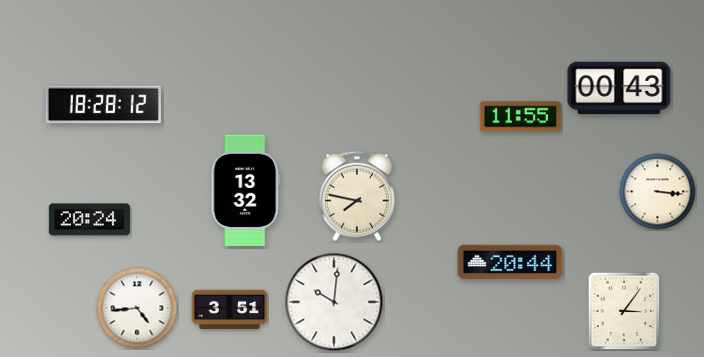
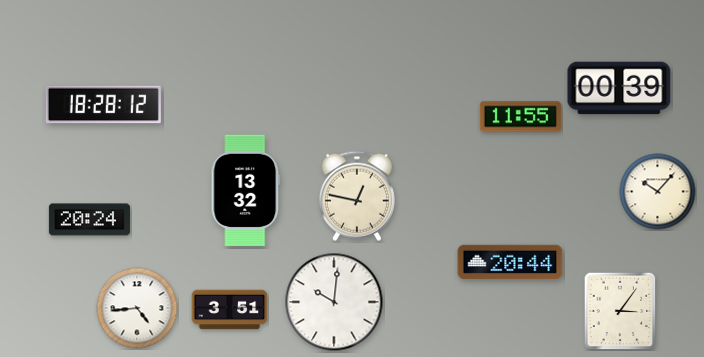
clock at (619, 88): 00:43 -> 00:39
clock at (658, 192): 3:16 -> 10:07
clock at (357, 196): 7:47 -> 12:47
clock at (624, 311) position: (624, 311) -> (620, 311)
